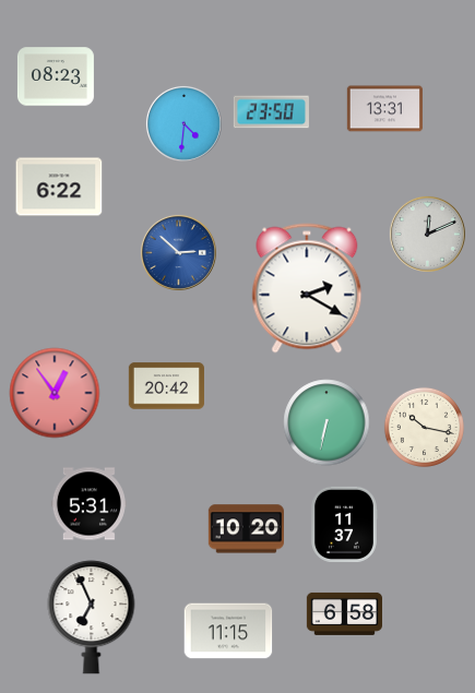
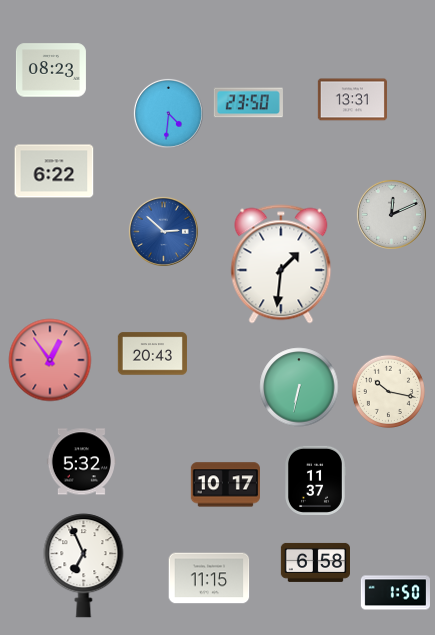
clock at (307, 288): 2:20 -> 1:31
clock at (166, 386): 20:42 -> 20:43
clock at (88, 504): 5:31 -> 5:32
clock at (246, 529): 10:20 -> 10:17
clock at (395, 593): none -> 1:50
